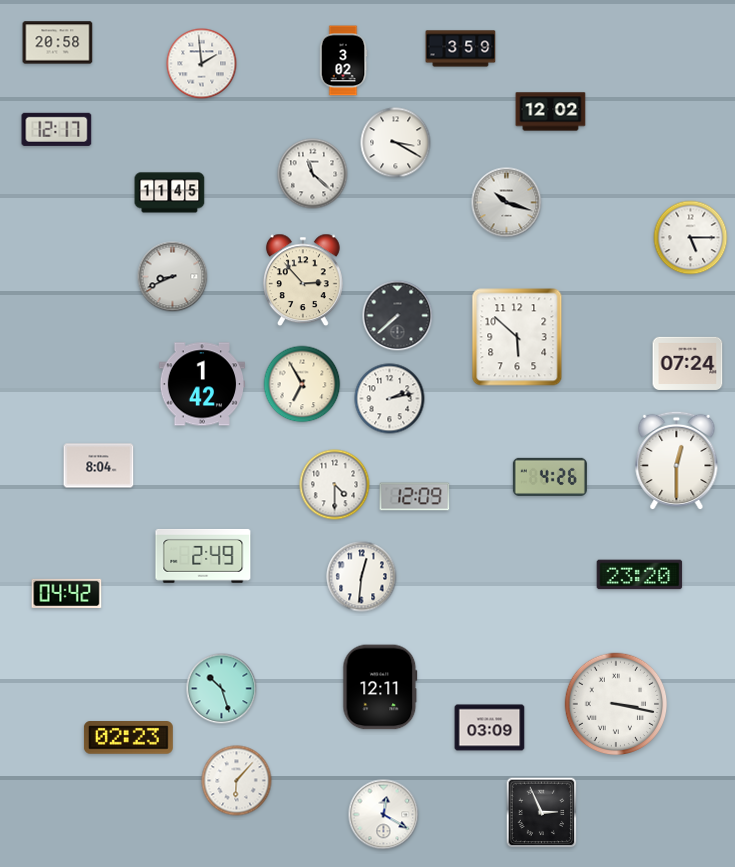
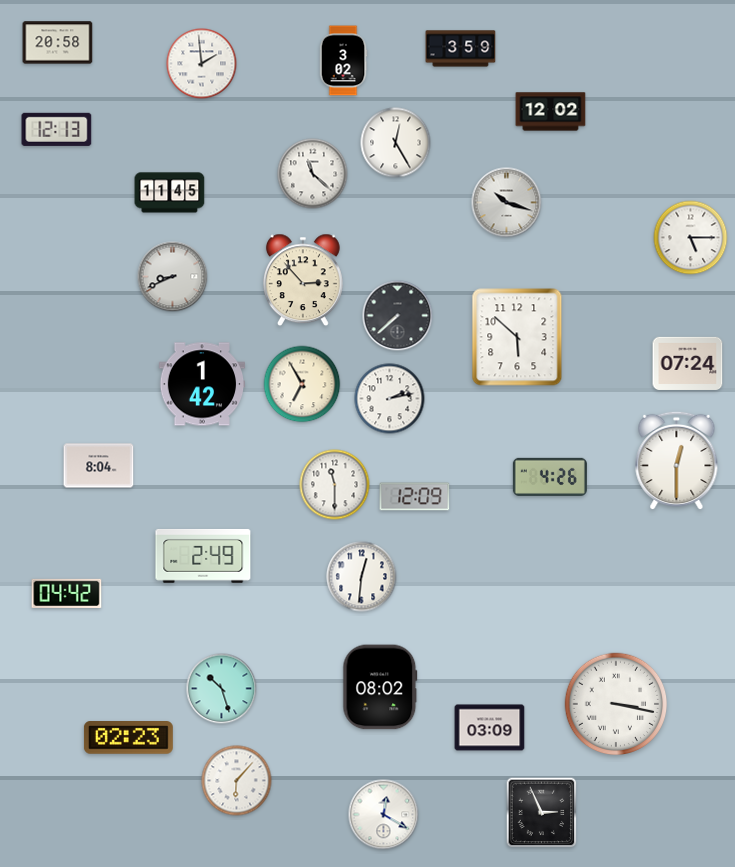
clock at (57, 129): 12:17 -> 12:13
clock at (396, 143): 3:20 -> 12:25
clock at (335, 485): 4:30 -> 11:30
clock at (640, 575): 23:20 -> none
clock at (380, 687): 12:11 -> 08:02
